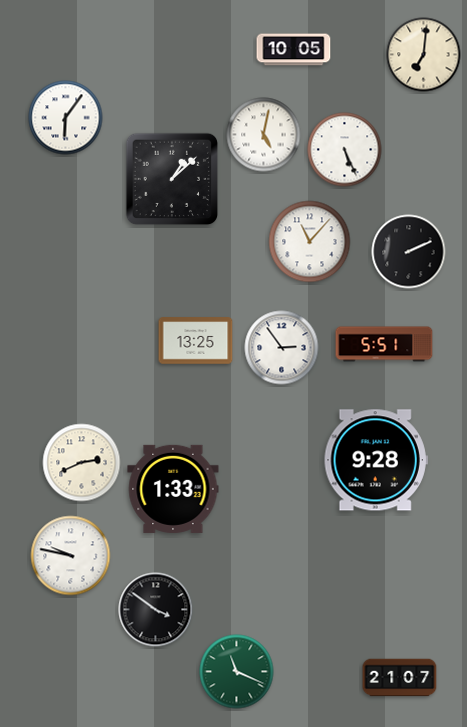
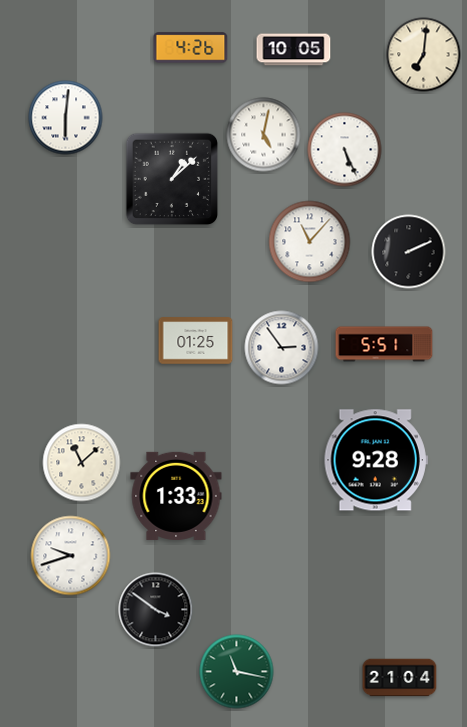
clock at (191, 48): none -> 4:26
clock at (66, 118): 6:06 -> 6:01
clock at (196, 341): 13:25 -> 01:25
clock at (82, 463): 2:41 -> 11:08
clock at (173, 489) position: (173, 489) -> (176, 496)
clock at (71, 556): 9:47 -> 9:42
clock at (237, 672): 11:19 -> 11:17
clock at (400, 678): 21:07 -> 21:04
